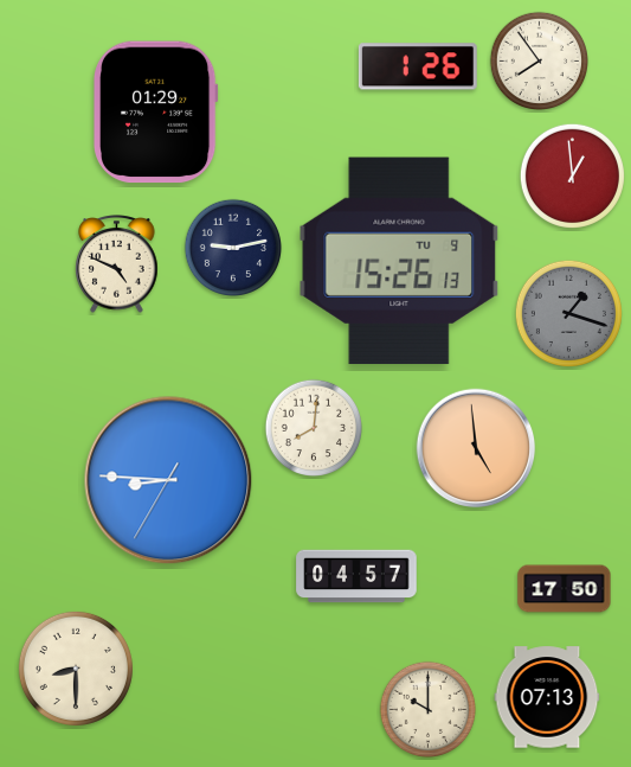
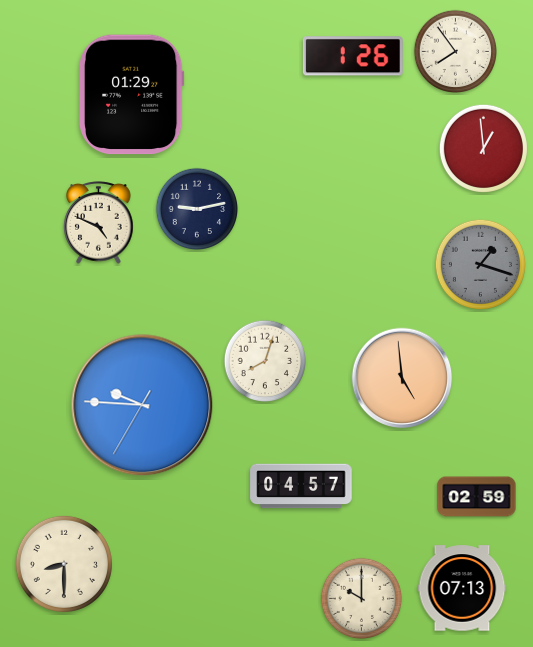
clock at (399, 261): 15:26 -> none
clock at (314, 428): 8:01 -> 8:03
clock at (168, 480): 8:45 -> 9:45
clock at (565, 589): 17:50 -> 02:59
